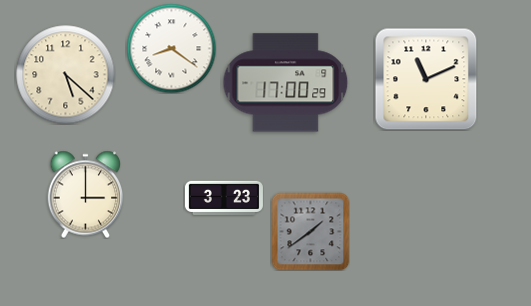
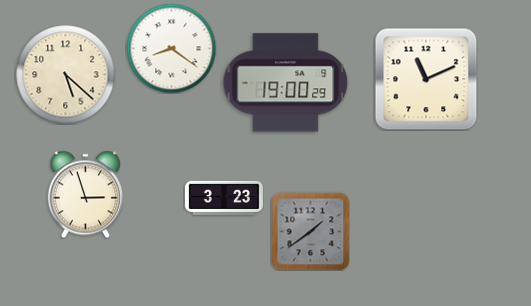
clock at (286, 83): 17:00 -> 19:00
clock at (86, 194): 3:00 -> 2:57
